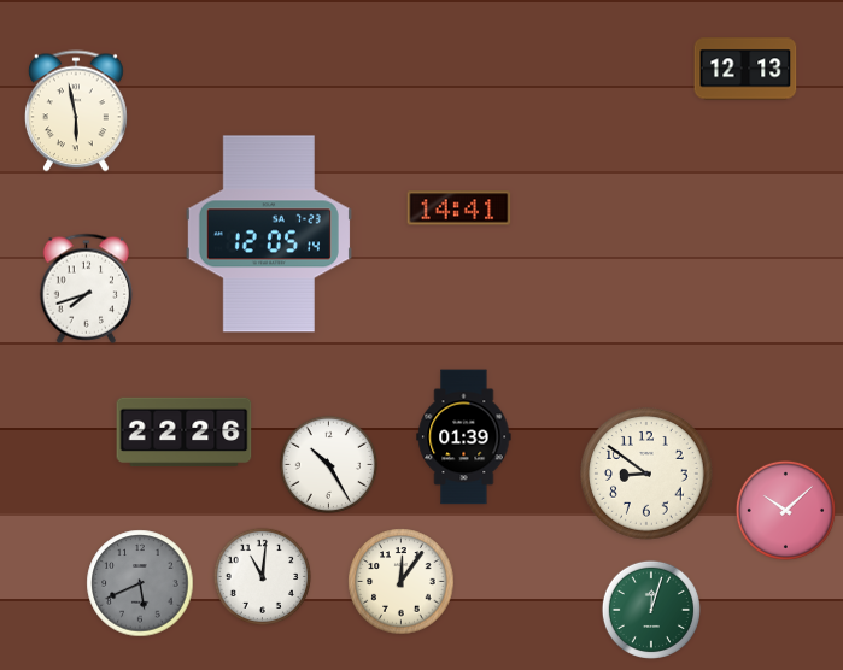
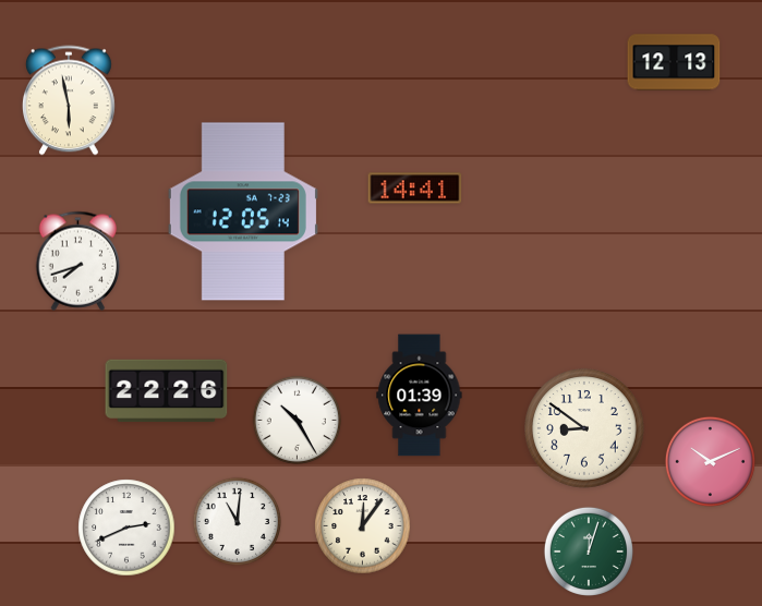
clock at (785, 510): 10:08 -> 10:11
clock at (140, 583): 5:41 -> 2:41
clock at (140, 583) dial: grey -> white
